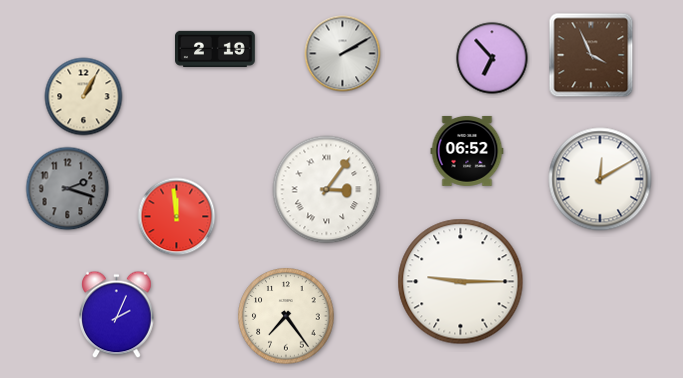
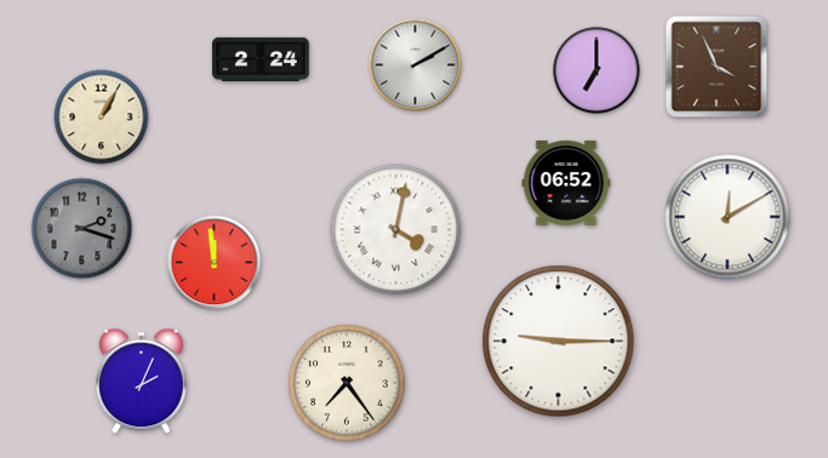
clock at (216, 49): 2:19 -> 2:24
clock at (492, 58): 6:53 -> 7:00
clock at (327, 190): 3:06 -> 4:02
